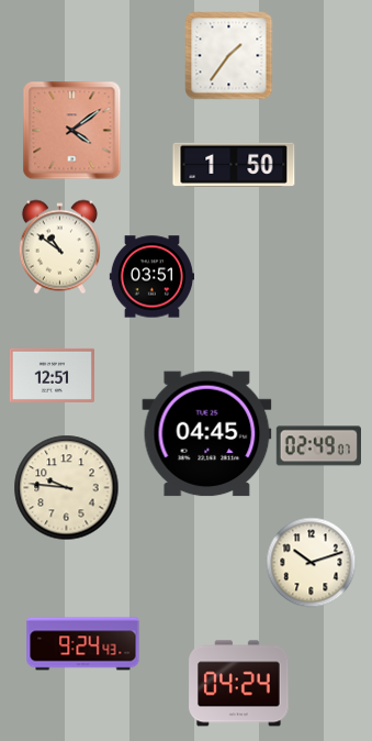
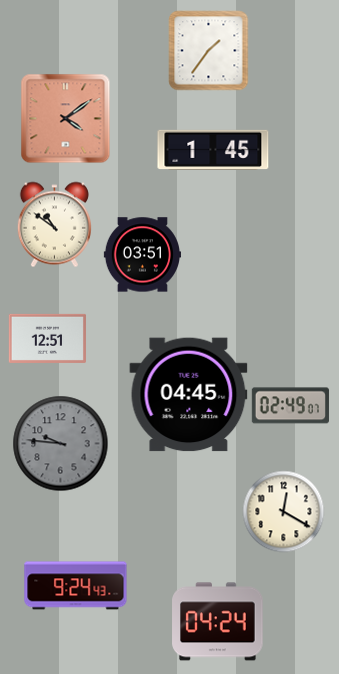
clock at (234, 165): 1:50 -> 1:45
clock at (151, 277) position: (151, 277) -> (142, 255)
clock at (52, 375) position: (52, 375) -> (47, 338)
clock at (66, 487) dial: cream -> grey
clock at (311, 562): 10:12 -> 12:20
